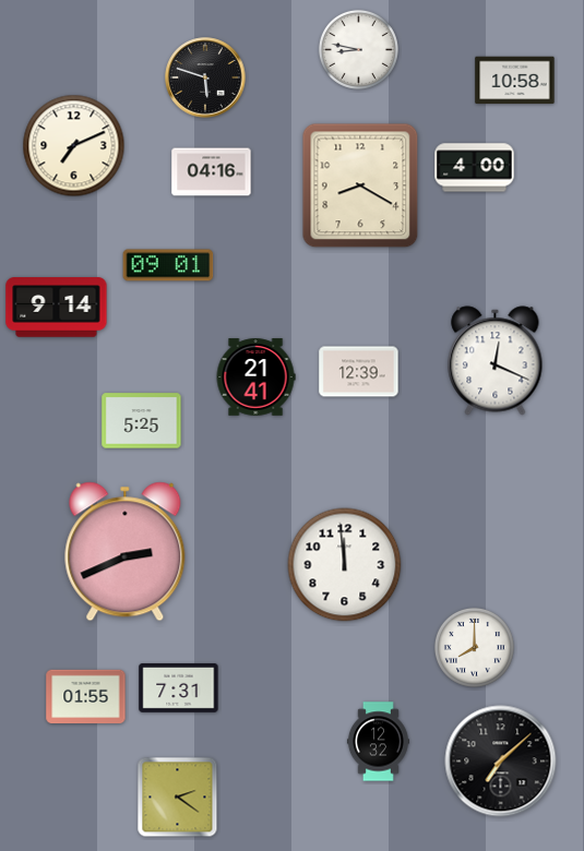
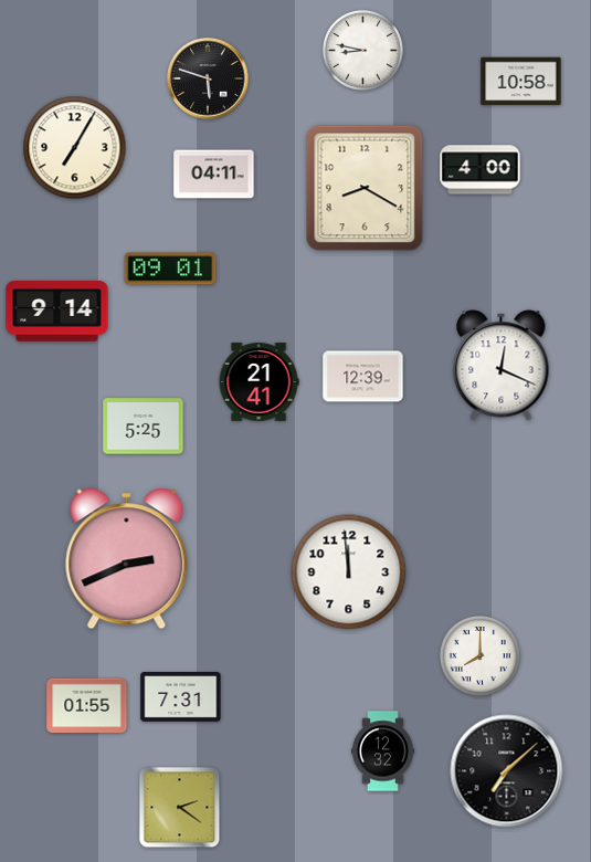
clock at (74, 146): 7:11 -> 7:05
clock at (212, 172): 04:16 -> 04:11
